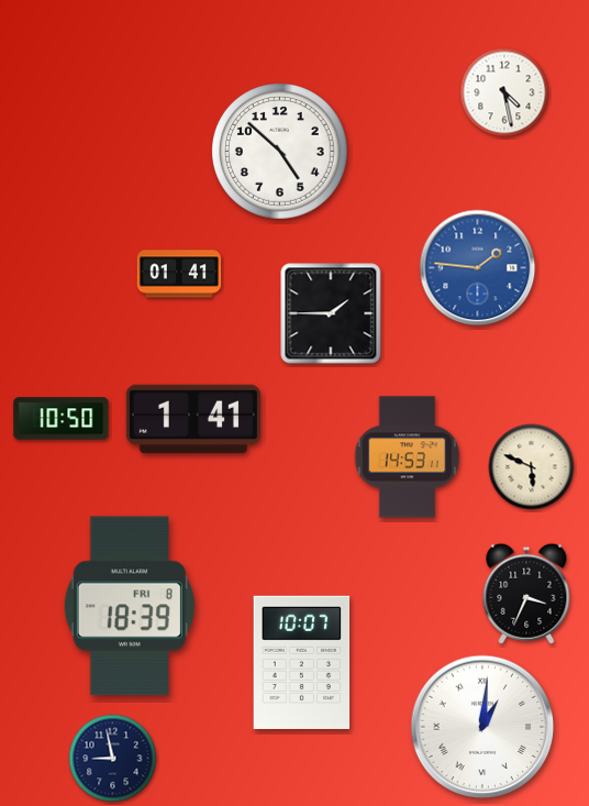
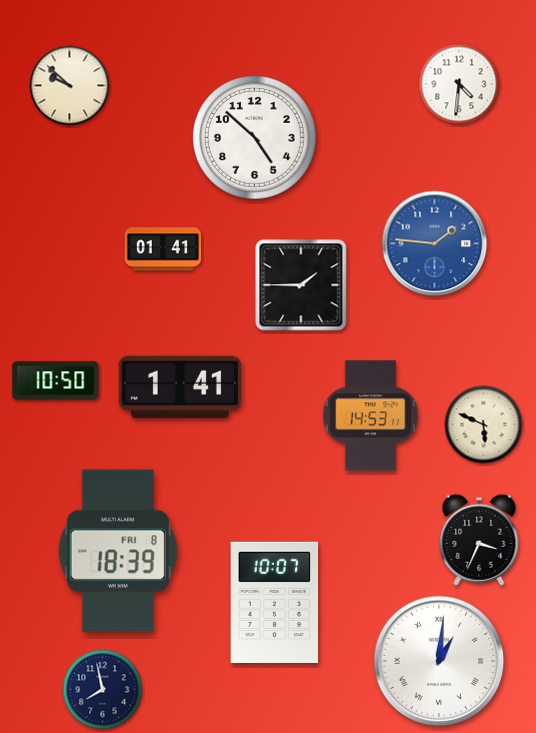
clock at (504, 92): 4:28 -> 4:31
clock at (70, 86): none -> 9:52
clock at (193, 419) position: (193, 419) -> (180, 387)
clock at (113, 759): 8:58 -> 7:58
